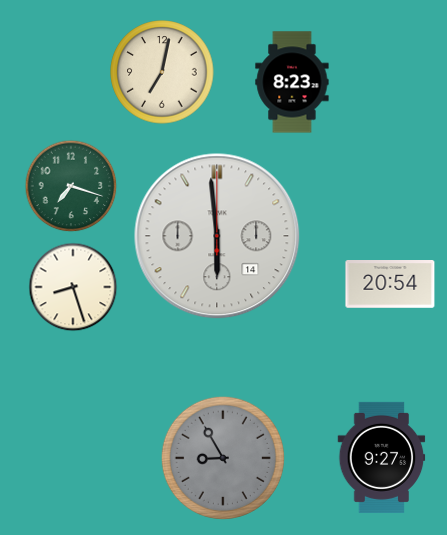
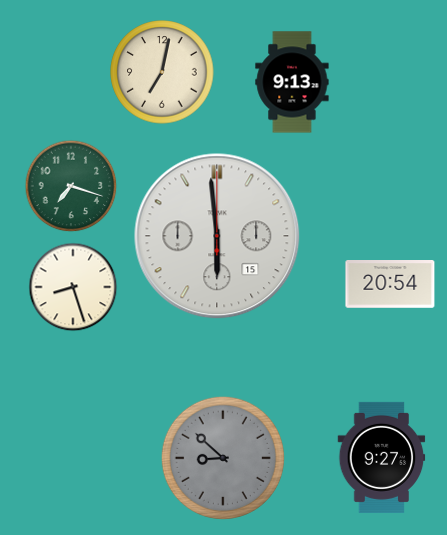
clock at (292, 82): 8:23 -> 9:13
clock at (217, 236) date: 14 -> 15
clock at (223, 458): 8:55 -> 8:52
